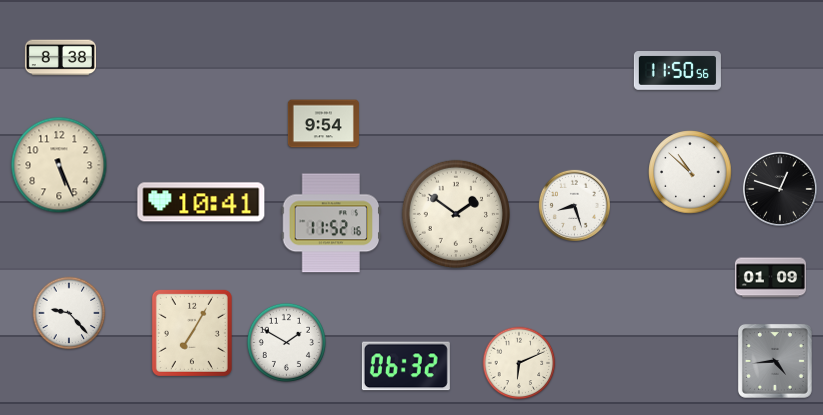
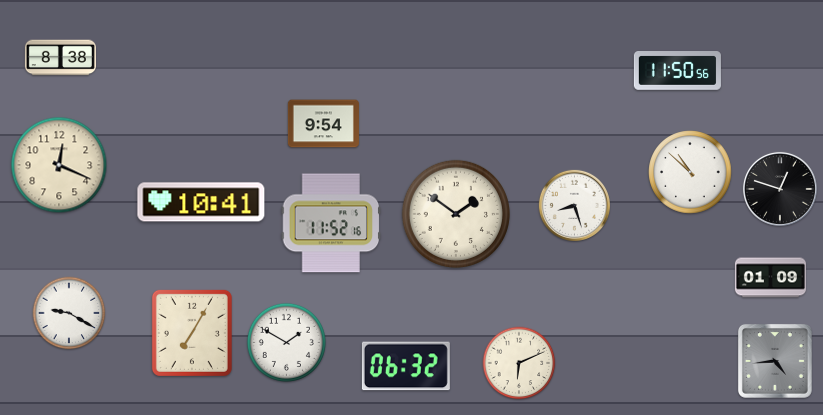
clock at (59, 165): 5:26 -> 12:19
clock at (69, 313): 9:23 -> 9:20
